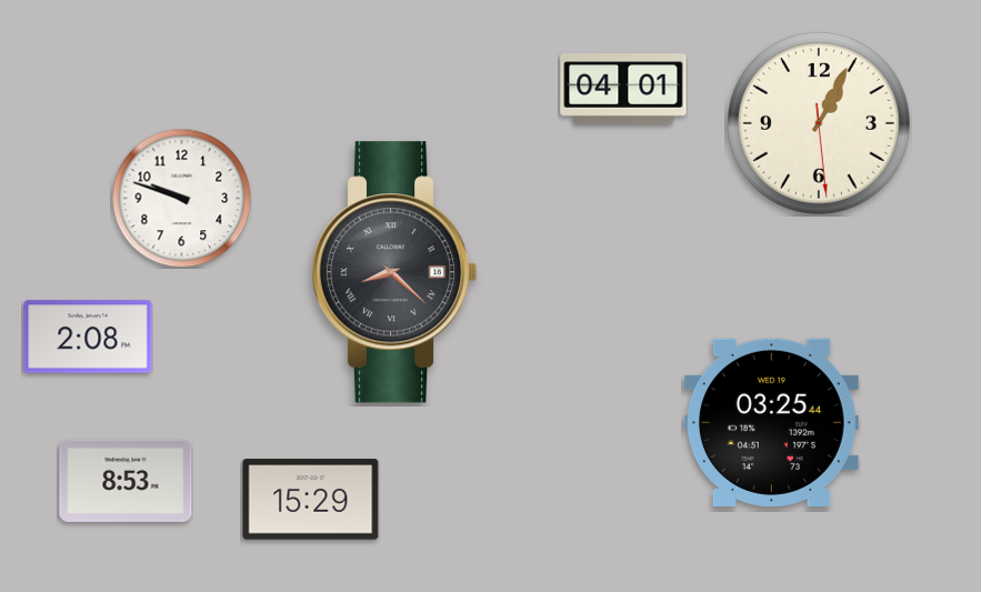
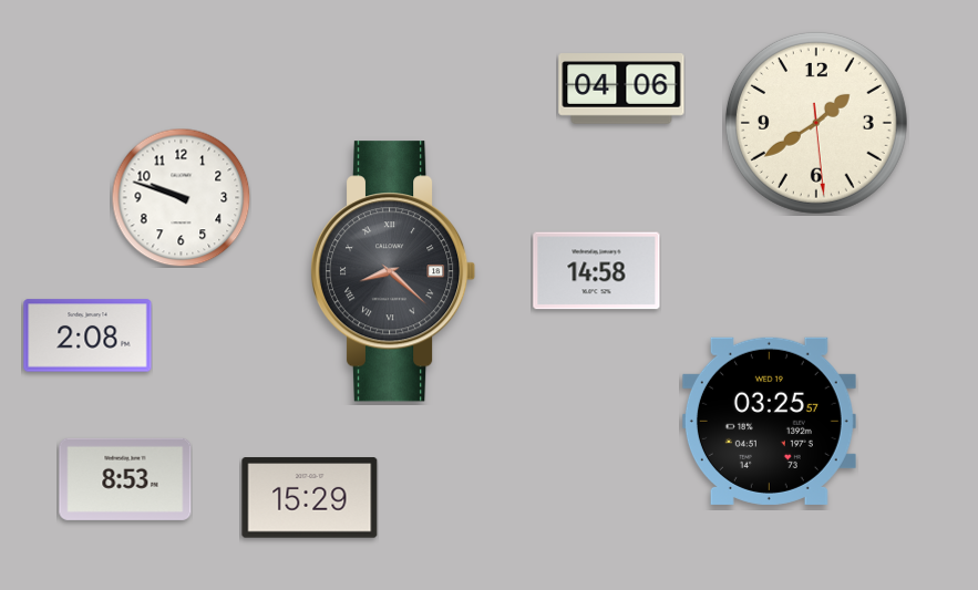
clock at (623, 89): 04:01 -> 04:06
clock at (819, 123): 1:04 -> 1:39
clock at (597, 271): none -> 14:58
clock at (771, 422): 03:25:44 -> 03:25:57
